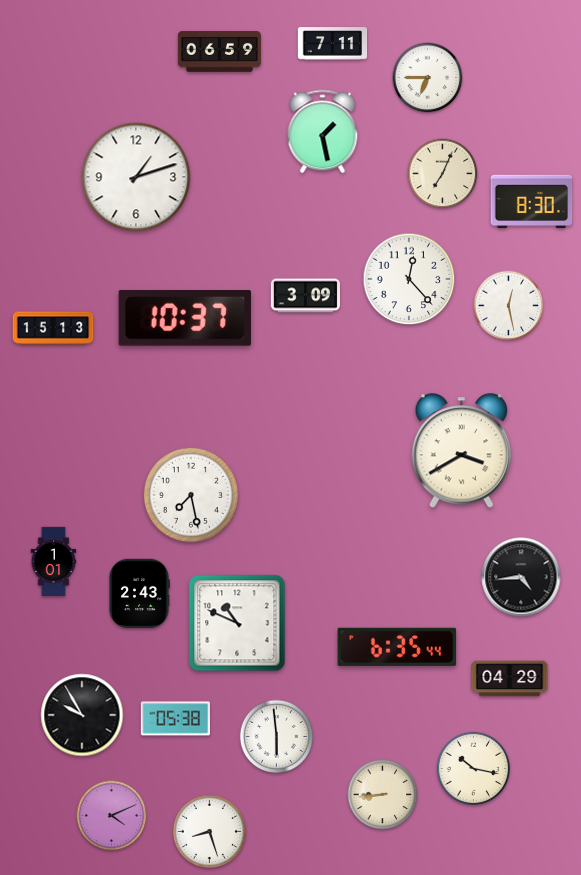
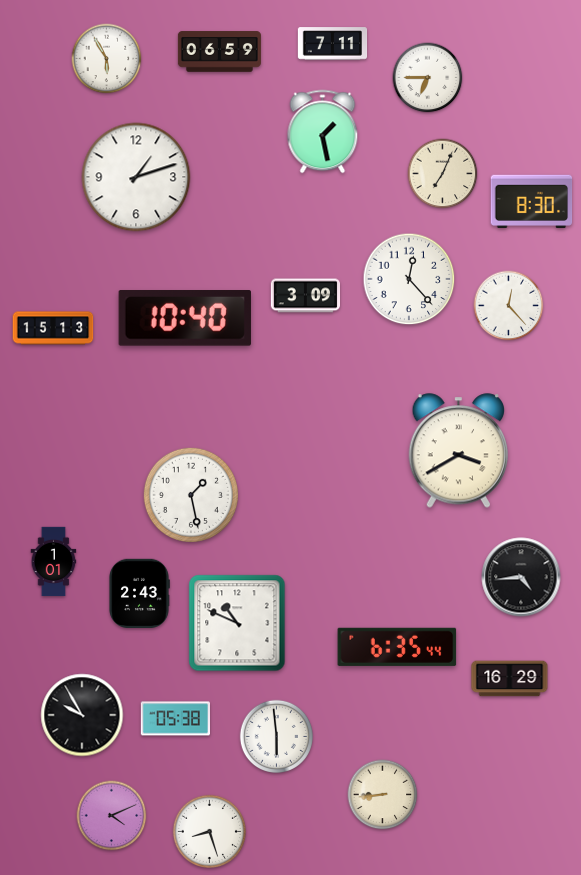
clock at (107, 59): none -> 5:55
clock at (509, 306): 12:28 -> 12:23
clock at (185, 319): 10:37 -> 10:40
clock at (462, 451) position: (462, 451) -> (459, 451)
clock at (191, 495): 7:28 -> 1:28
clock at (510, 679): 04:29 -> 16:29
clock at (473, 768): 10:17 -> none
